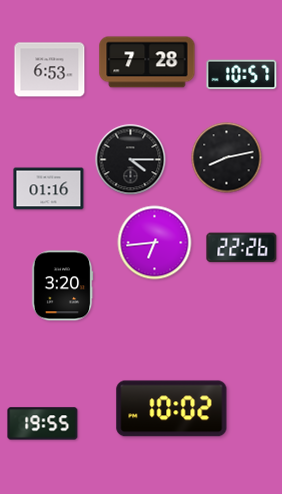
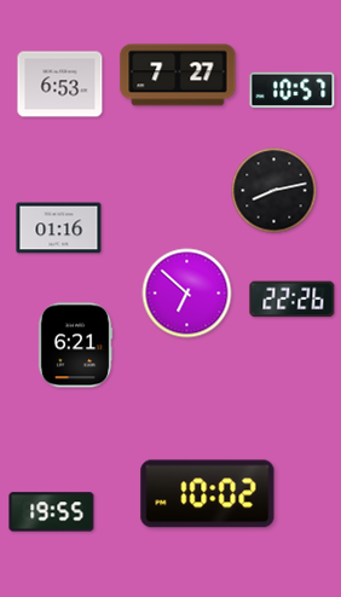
clock at (147, 62): 7:28 -> 7:27
clock at (131, 160): 4:15 -> none
clock at (155, 243): 6:44 -> 6:52
clock at (62, 286): 3:20 -> 6:21
